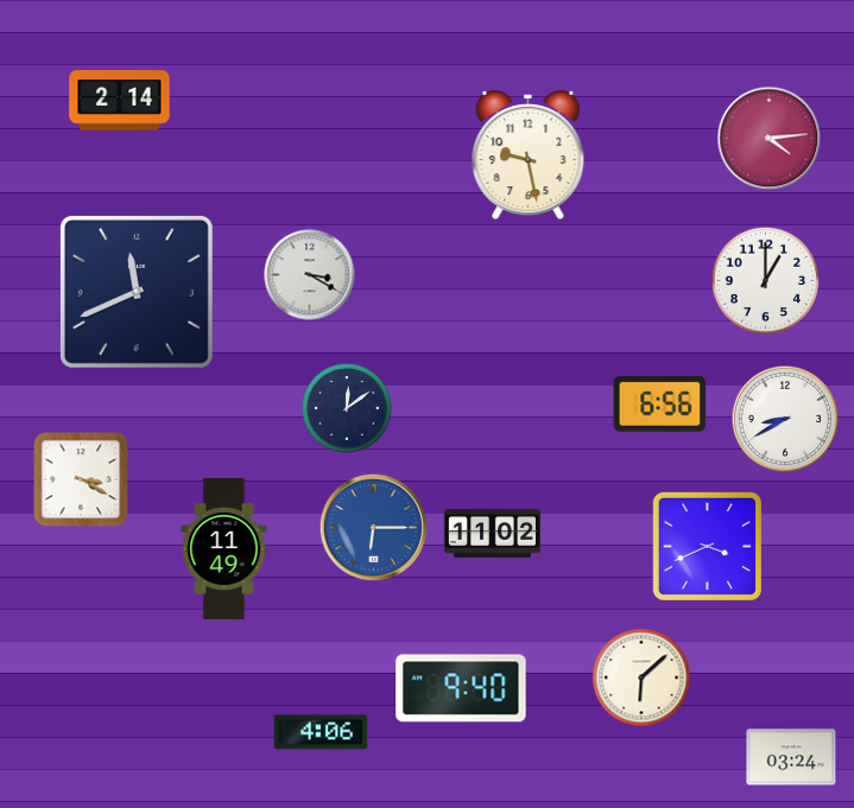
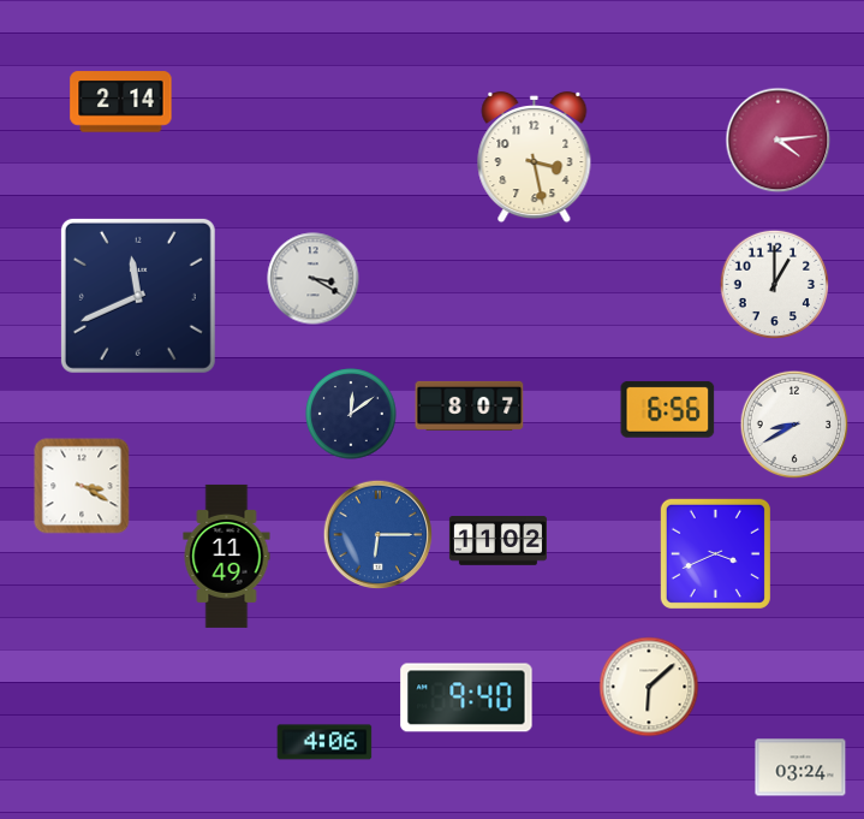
clock at (529, 155): 9:28 -> 3:28
clock at (470, 405): none -> 8:07
